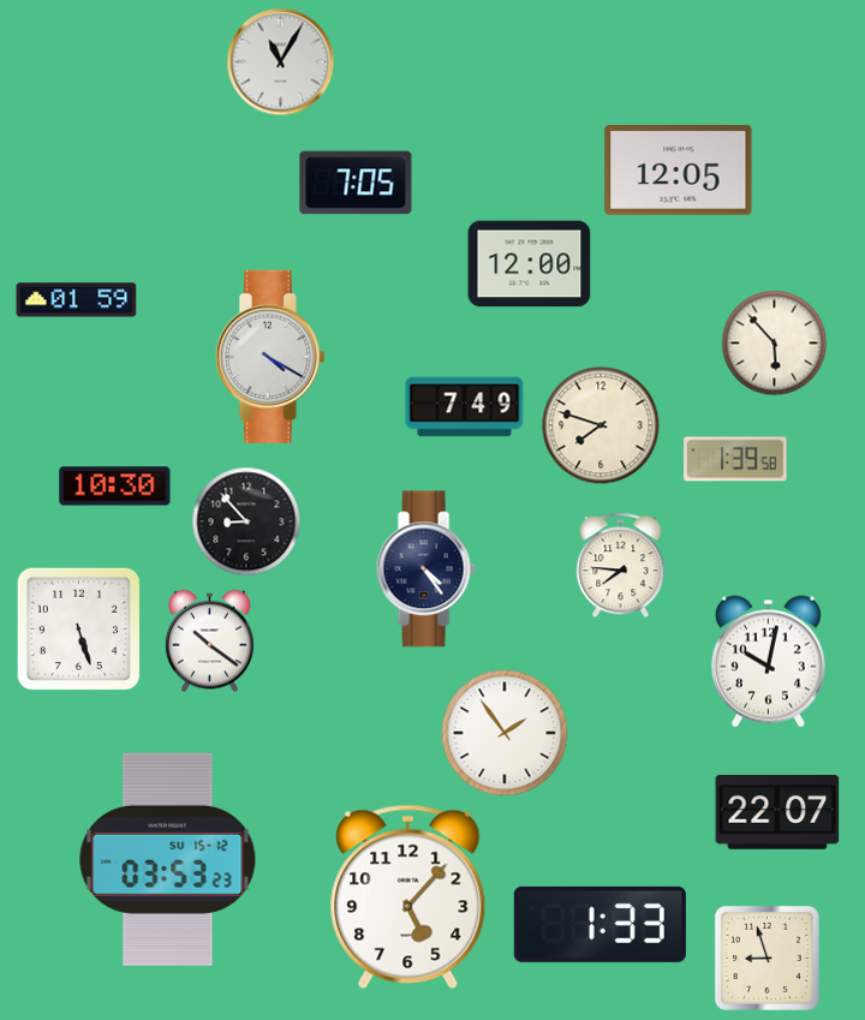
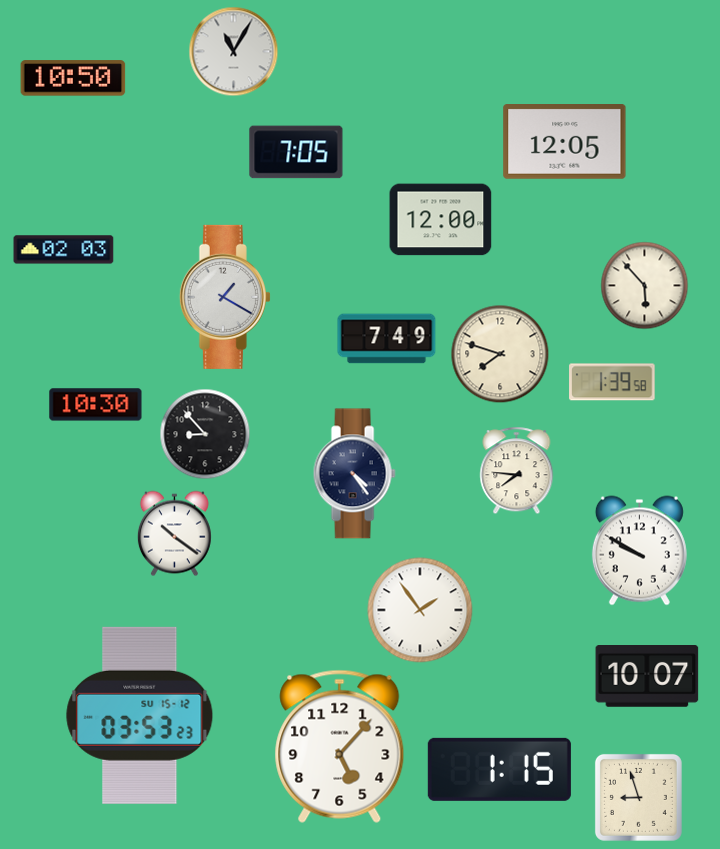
clock at (73, 78): none -> 10:50
clock at (77, 300): 01:59 -> 02:03
clock at (270, 357): 4:20 -> 1:20
clock at (79, 630): 5:27 -> none
clock at (768, 662): 10:02 -> 9:50
clock at (777, 813): 22:07 -> 10:07
clock at (599, 924): 1:33 -> 1:15
